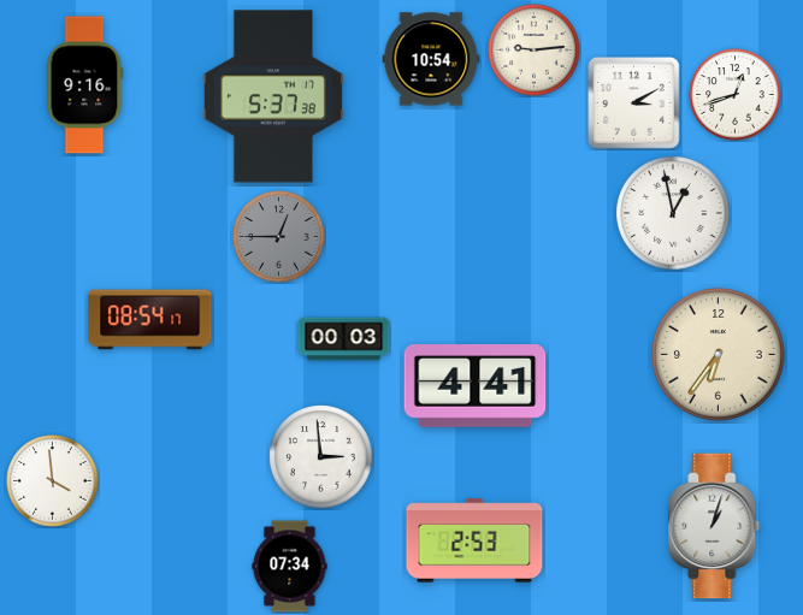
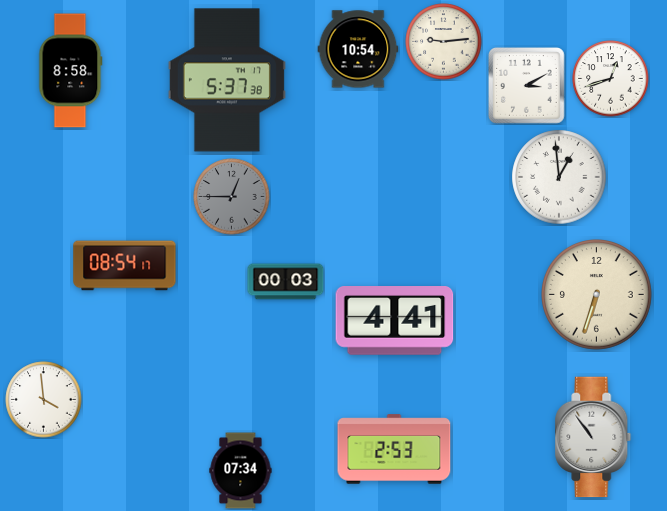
clock at (85, 85): 9:16 -> 8:58
clock at (673, 213): 12:58 -> 12:59
clock at (719, 355): 6:36 -> 6:33
clock at (321, 457): 2:59 -> none
clock at (714, 526): 1:03 -> 10:54
